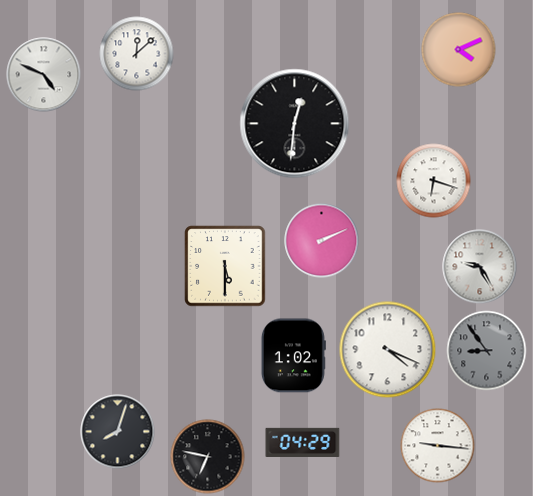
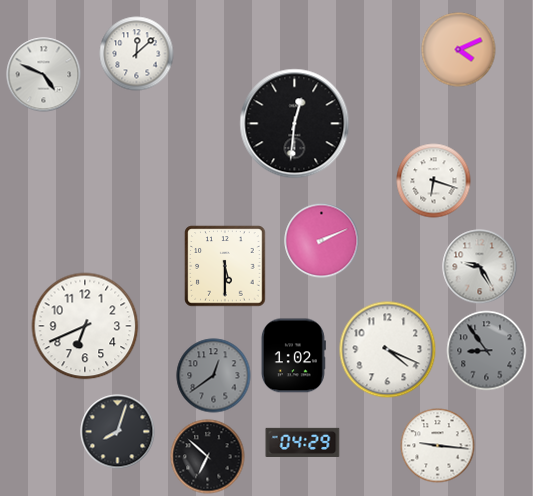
clock at (85, 326): none -> 6:41
clock at (214, 376): none -> 12:39
clock at (208, 457): 6:47 -> 6:52
